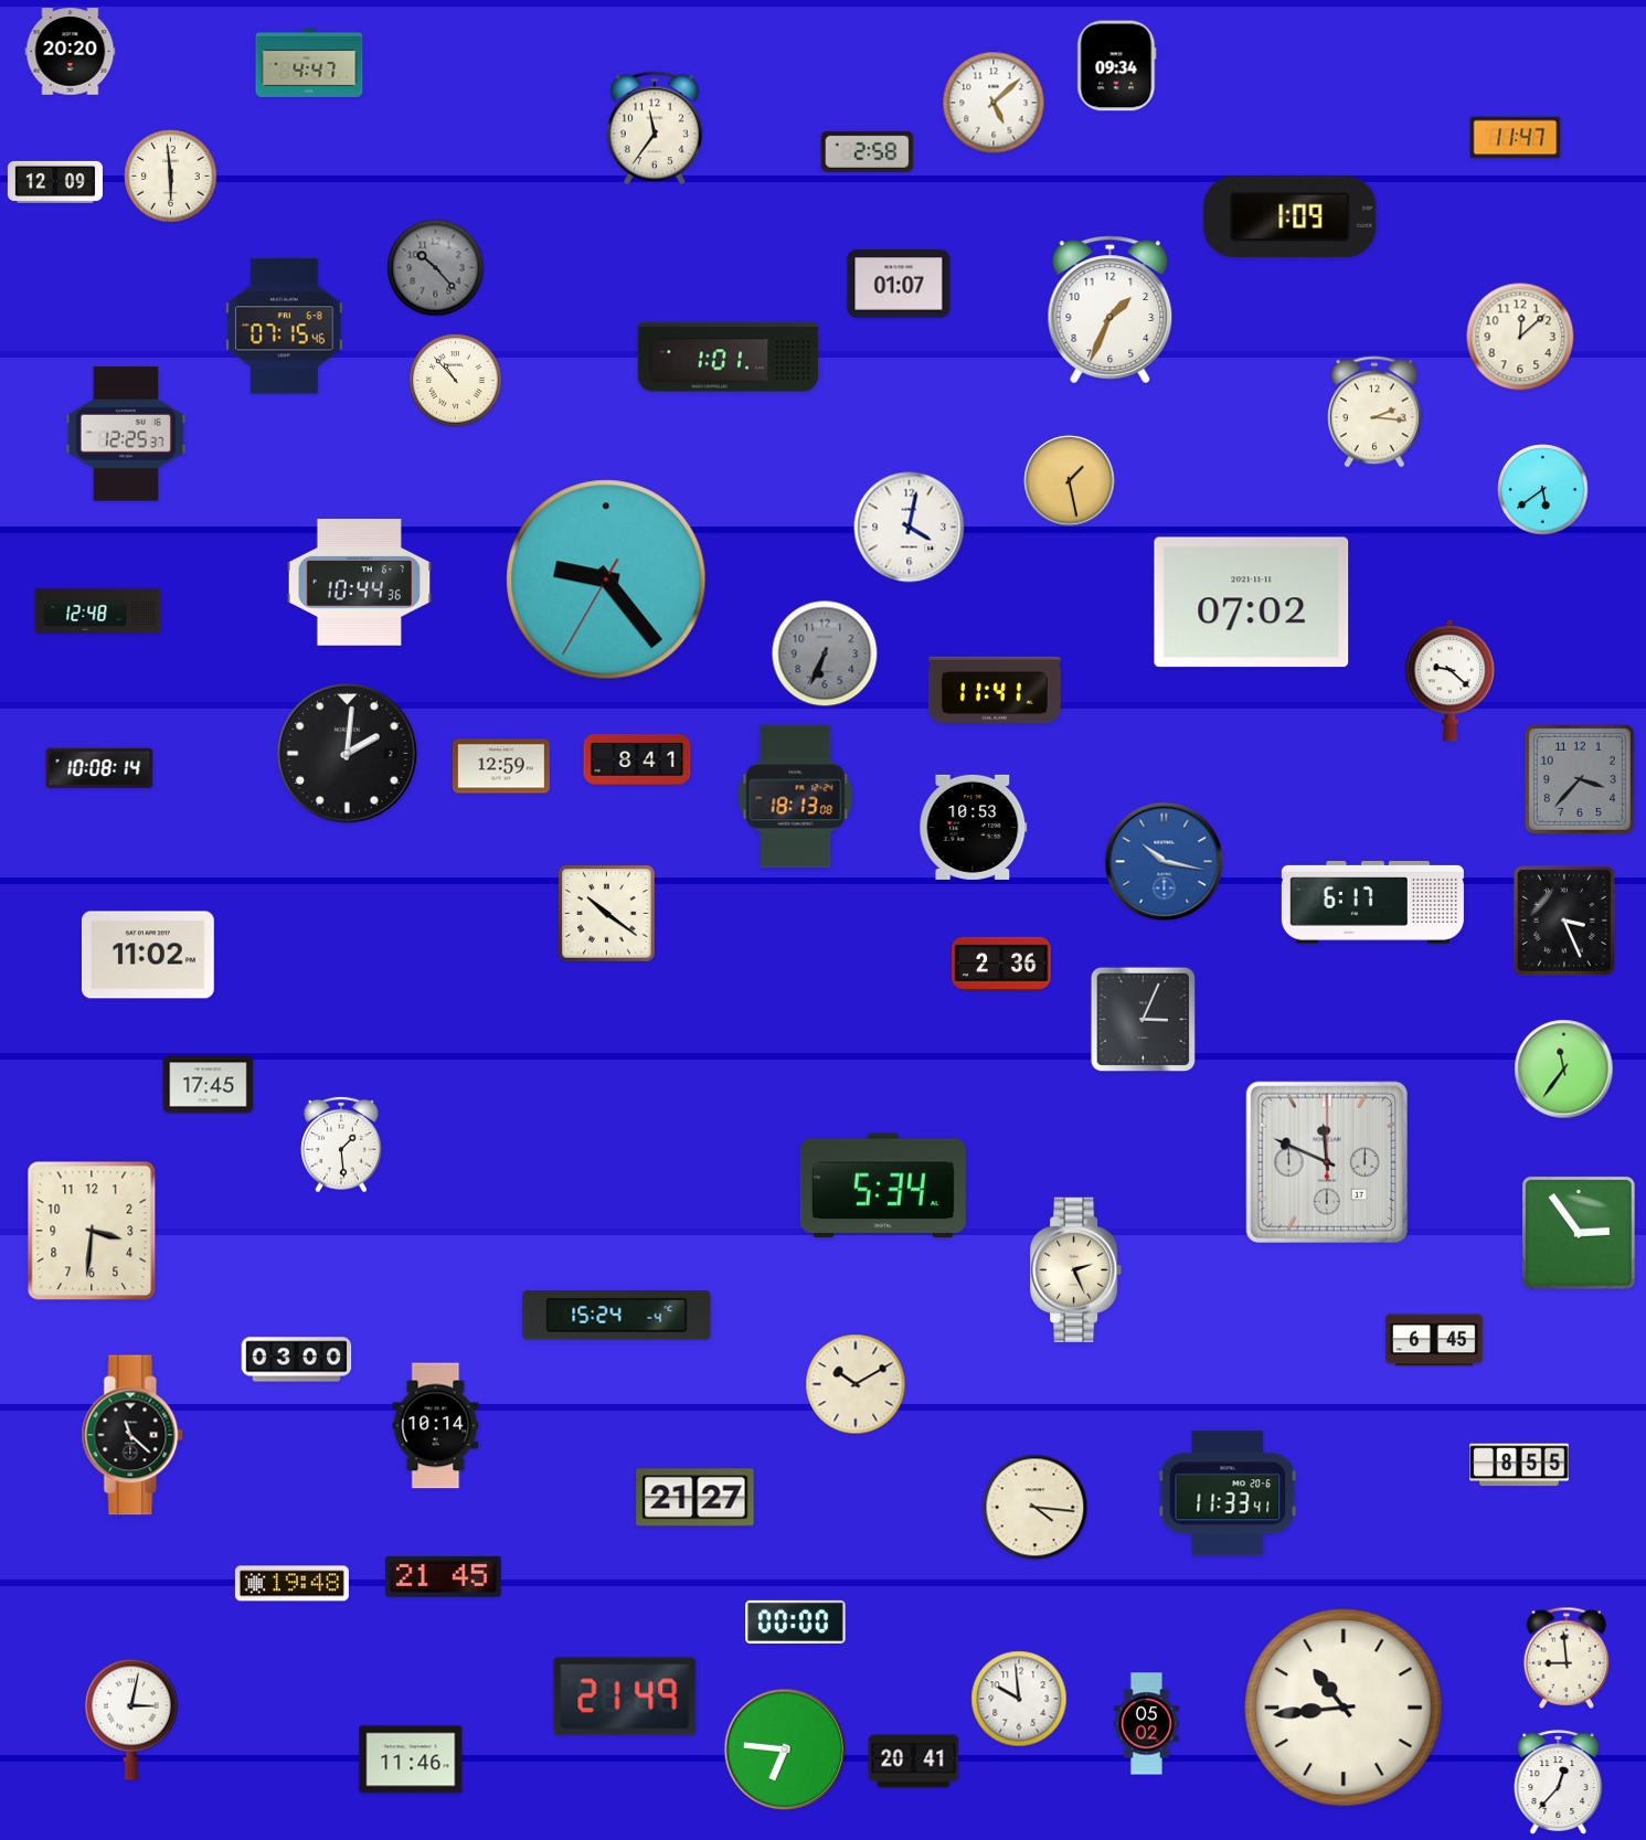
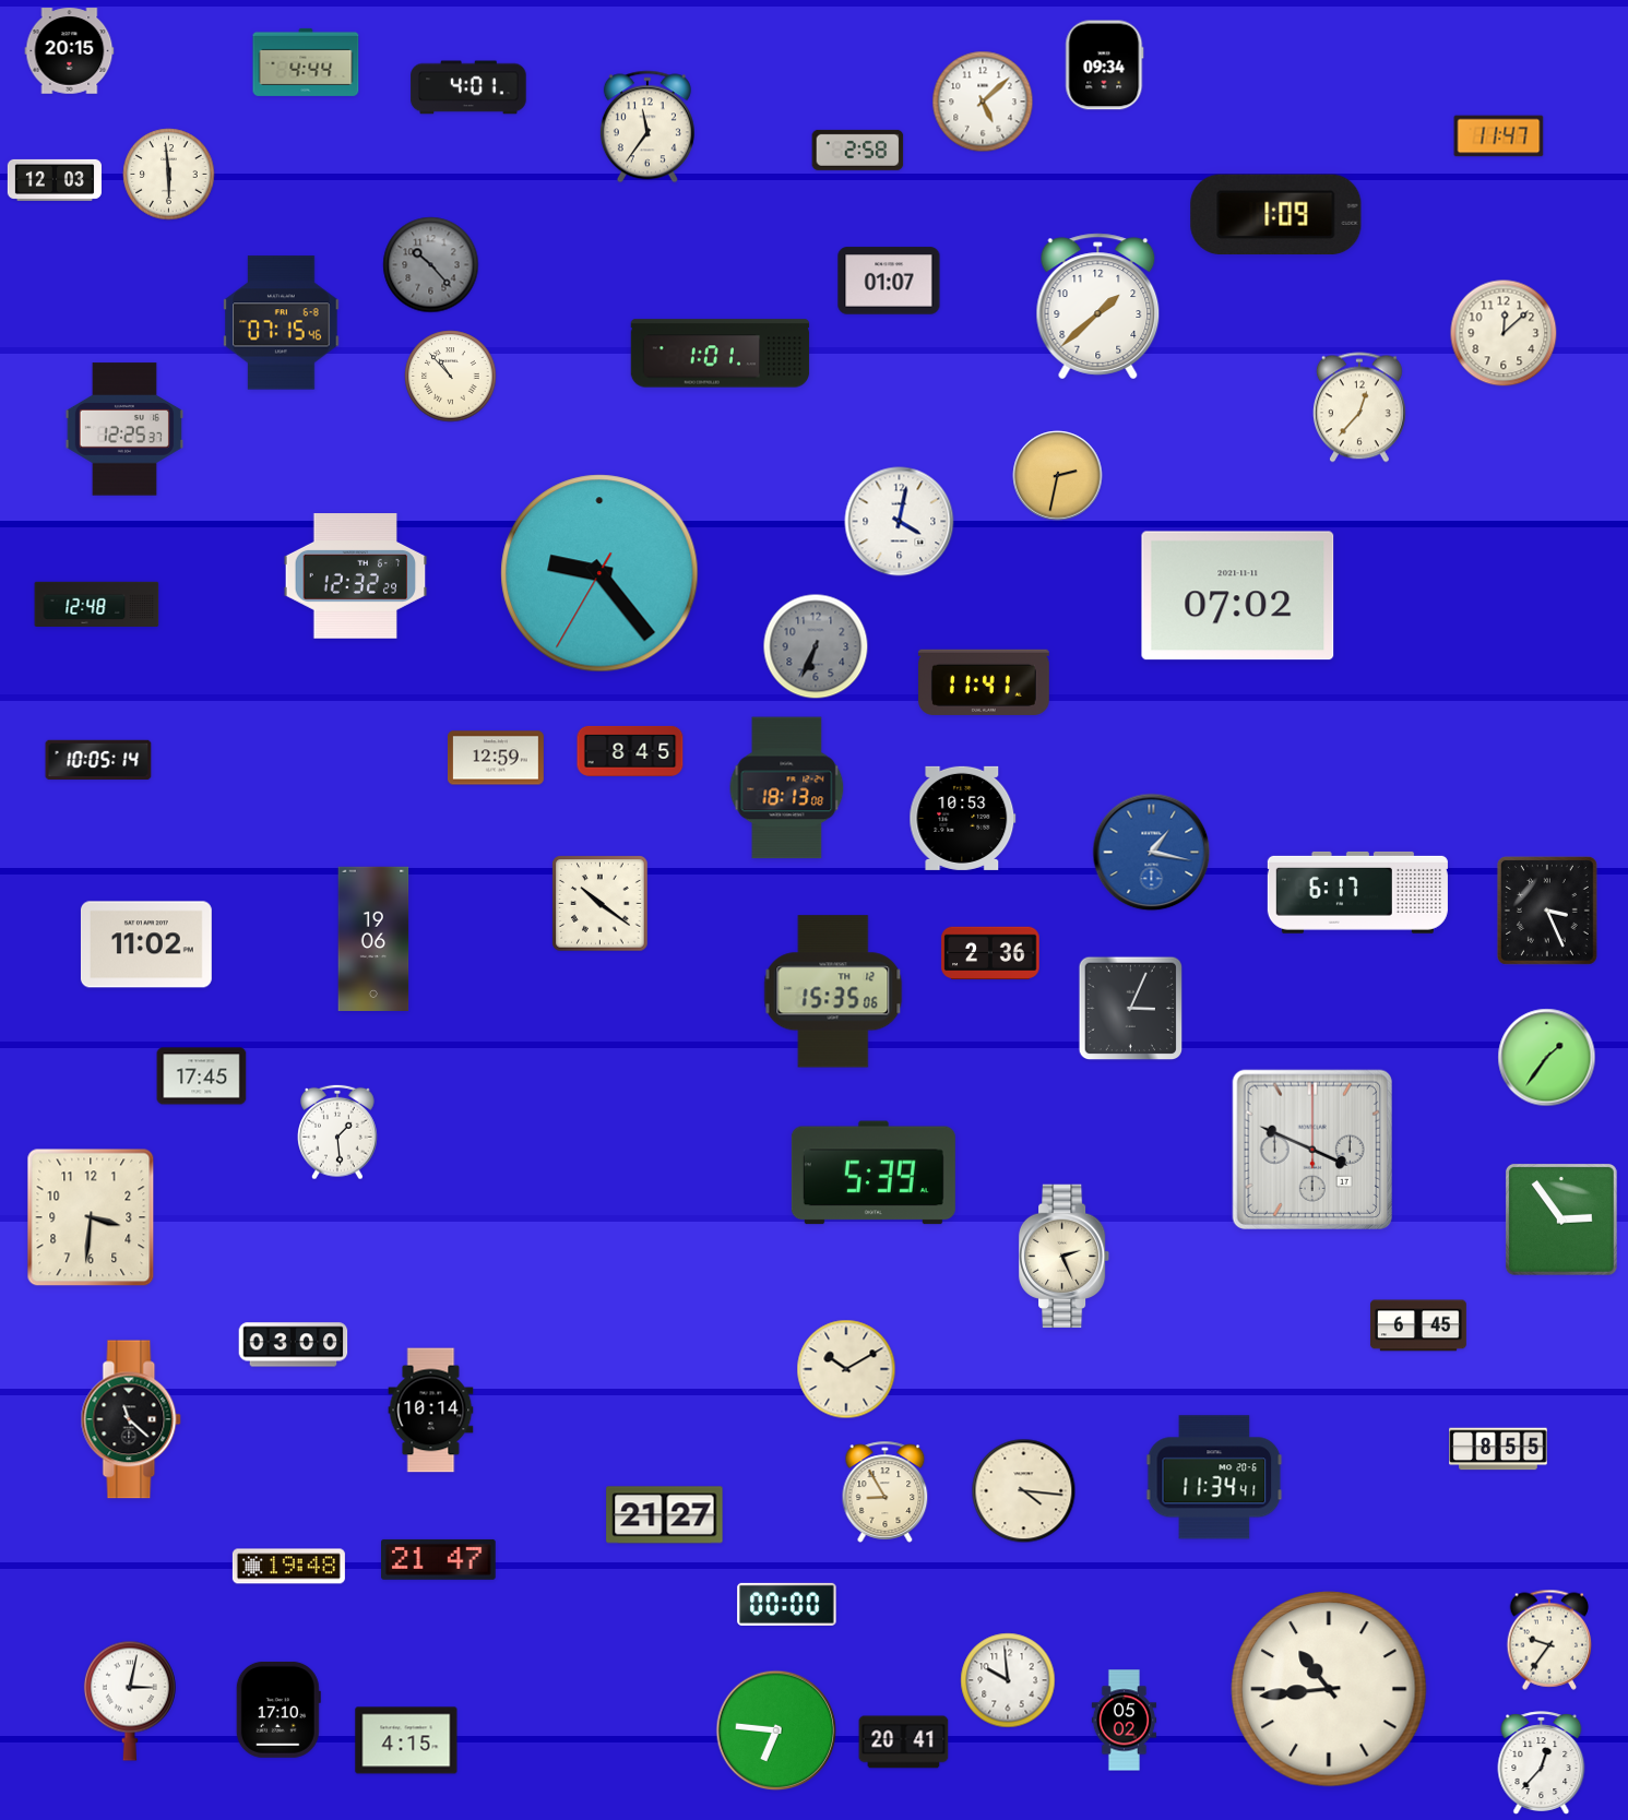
clock at (71, 52): 20:20 -> 20:15
clock at (309, 63): 4:47 -> 4:44
clock at (468, 87): none -> 4:01
clock at (55, 182): 12:09 -> 12:03
clock at (1111, 310): 1:34 -> 1:38
clock at (1374, 412): 2:16 -> 12:37
clock at (1070, 481): 1:28 -> 2:32
clock at (1543, 490): 5:39 -> none
clock at (360, 583): 10:44 -> 12:32
clock at (1451, 681): 9:22 -> none
clock at (348, 754): 2:01 -> none
clock at (637, 759): 8:41 -> 8:45
clock at (99, 768): 10:08 -> 10:05
clock at (1580, 779): 3:37 -> none
clock at (1165, 862): 10:17 -> 1:17
clock at (373, 938): none -> 19:06
clock at (833, 991): none -> 15:35
clock at (1564, 1070): 11:36 -> 1:36
clock at (209, 1085) position: (209, 1085) -> (202, 1076)
clock at (1327, 1162): 11:49 -> 3:49
clock at (883, 1185): 5:34 -> 5:39
clock at (617, 1316): 15:24 -> none
clock at (1519, 1465) position: (1519, 1465) -> (1498, 1449)
clock at (1228, 1493): 11:33 -> 11:34
clock at (695, 1498) position: (695, 1498) -> (665, 1515)
clock at (886, 1491): none -> 8:55
clock at (444, 1576): 21:45 -> 21:47
clock at (1567, 1658): 8:59 -> 9:36
clock at (625, 1697): 21:49 -> none
clock at (1146, 1724) position: (1146, 1724) -> (1124, 1721)
clock at (278, 1710): none -> 17:10
clock at (411, 1759): 11:46 -> 4:15
